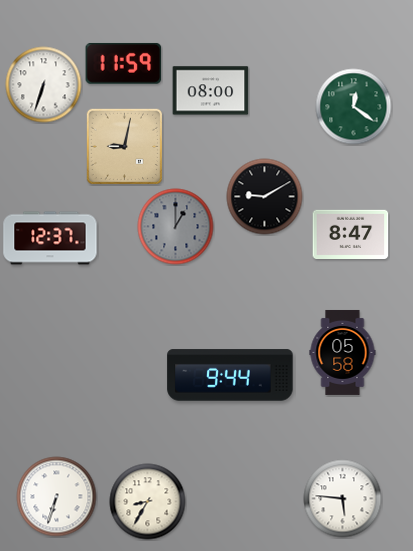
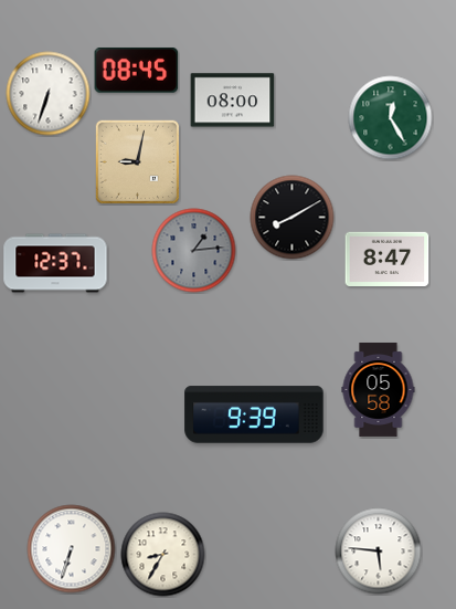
clock at (124, 63): 11:59 -> 08:45
clock at (354, 107): 12:21 -> 12:25
clock at (265, 197): 9:10 -> 8:10
clock at (176, 227): 1:00 -> 1:14
clock at (230, 375): 9:44 -> 9:39
clock at (57, 497) position: (57, 497) -> (72, 549)
